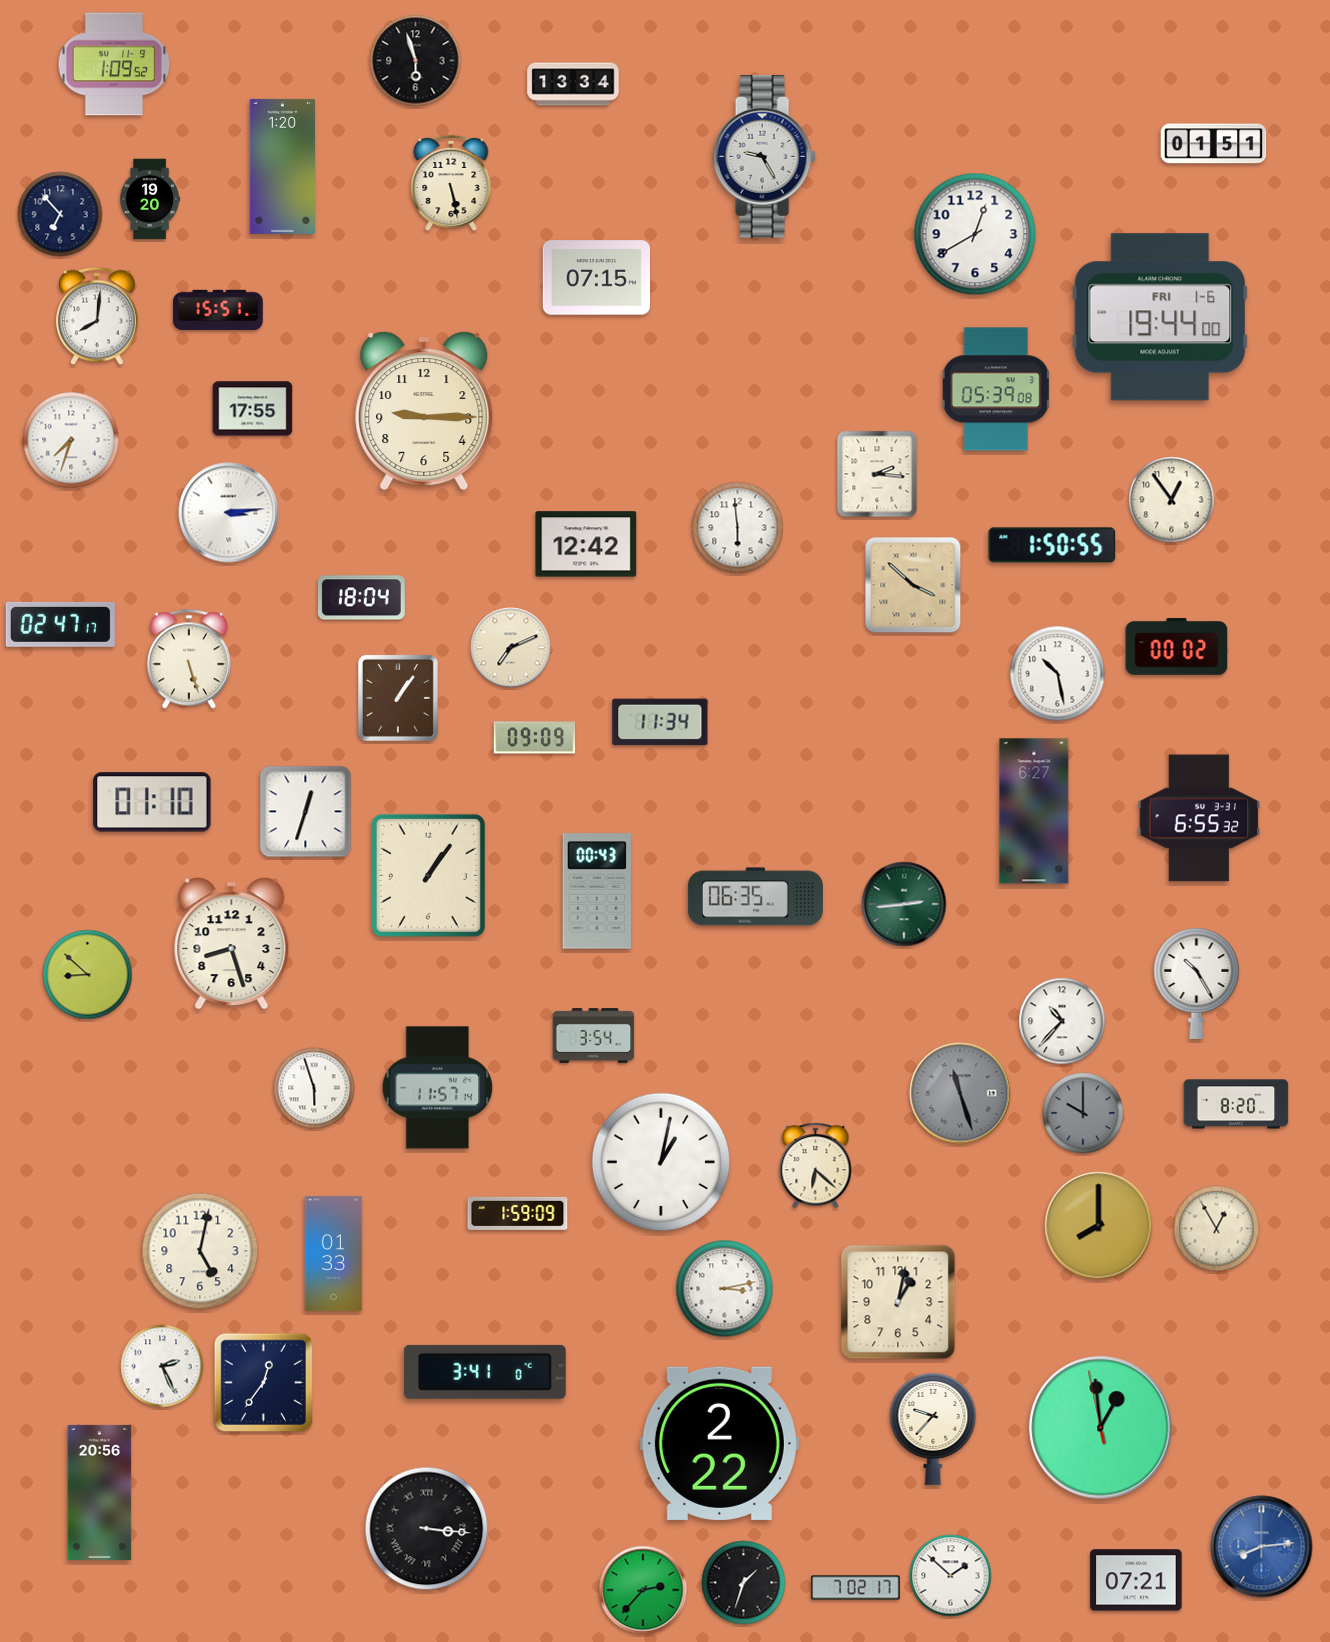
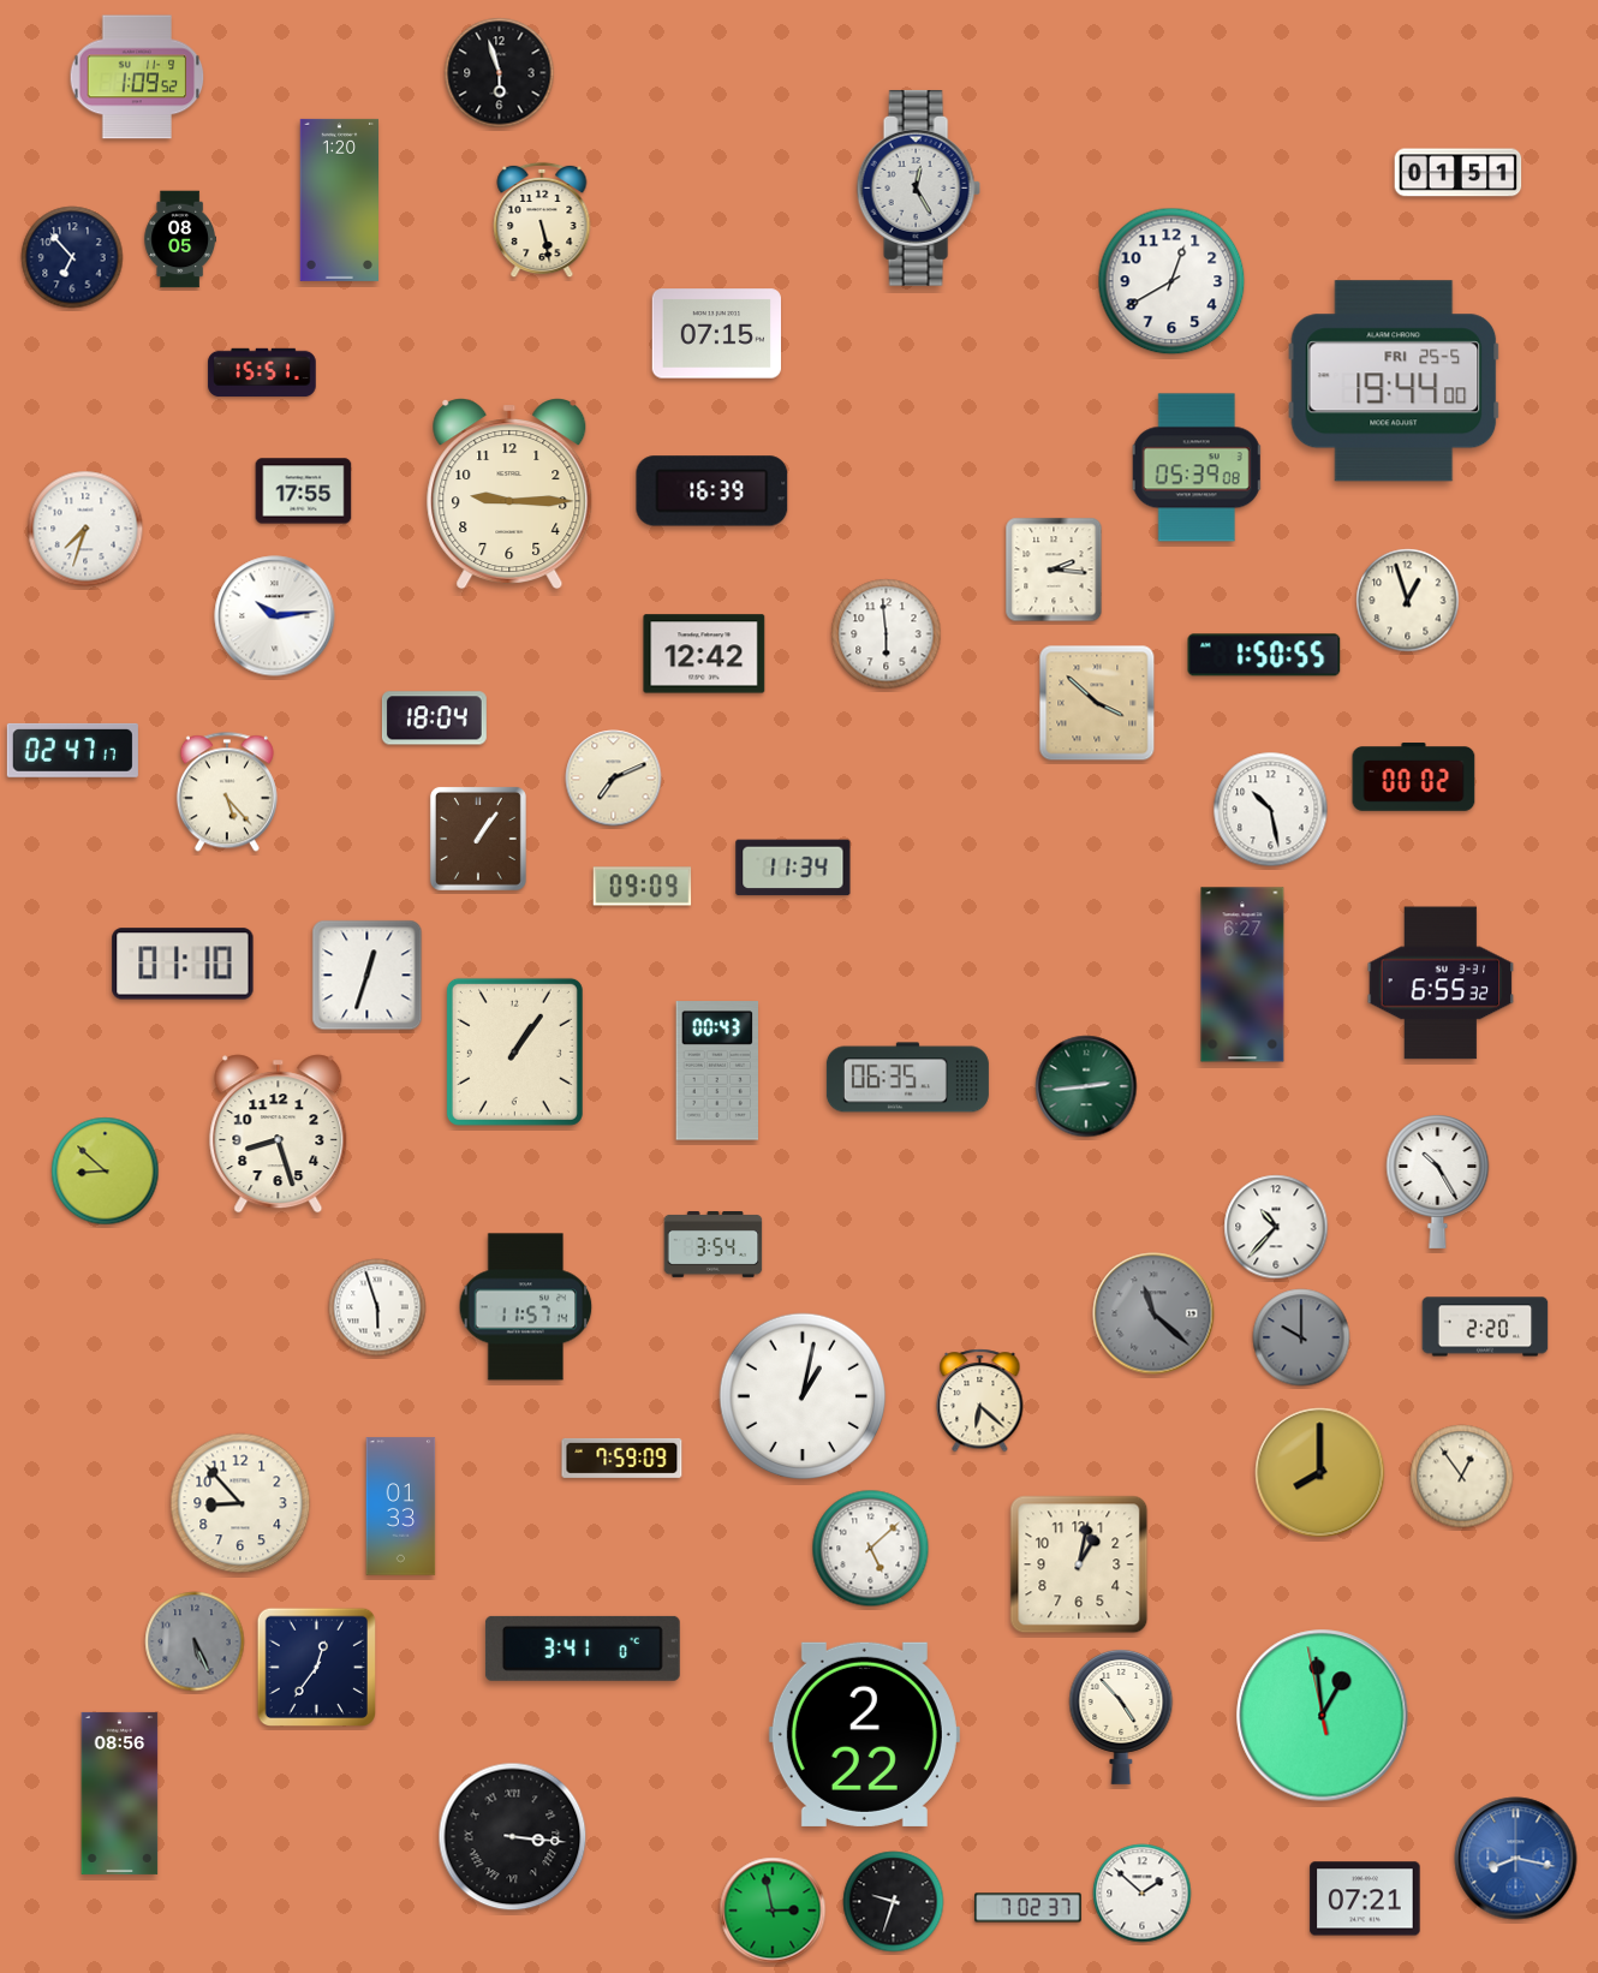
clock at (573, 84): 13:34 -> none
clock at (764, 156): 9:25 -> 12:25
clock at (150, 199): 19:20 -> 08:05
clock at (98, 316): 8:01 -> none
clock at (1160, 317) date: FRI 1-6 -> FRI 25-5
clock at (712, 491): none -> 16:39
clock at (1172, 500): 12:54 -> 12:57
clock at (229, 513): 3:14 -> 10:14
clock at (189, 659): 5:27 -> 5:23
clock at (960, 1093): 11:27 -> 11:22
clock at (1236, 1104): 8:20 -> 2:20
clock at (661, 1162) position: (661, 1162) -> (803, 1396)
clock at (518, 1213): 1:59 -> 7:59
clock at (1217, 1229): 12:55 -> 12:54
clock at (200, 1251): 5:02 -> 8:53
clock at (725, 1289): 3:13 -> 5:08
clock at (162, 1366): 2:26 -> 5:26
clock at (162, 1366) dial: white -> grey
clock at (263, 1382) position: (263, 1382) -> (316, 1667)
clock at (933, 1428): 9:37 -> 4:53
clock at (100, 1492): 20:56 -> 08:56
clock at (1262, 1547): 8:14 -> 8:17
clock at (744, 1583): 1:33 -> 9:33
clock at (856, 1588): 7:02:17 -> 7:02:37
clock at (643, 1590): 2:37 -> 2:58
